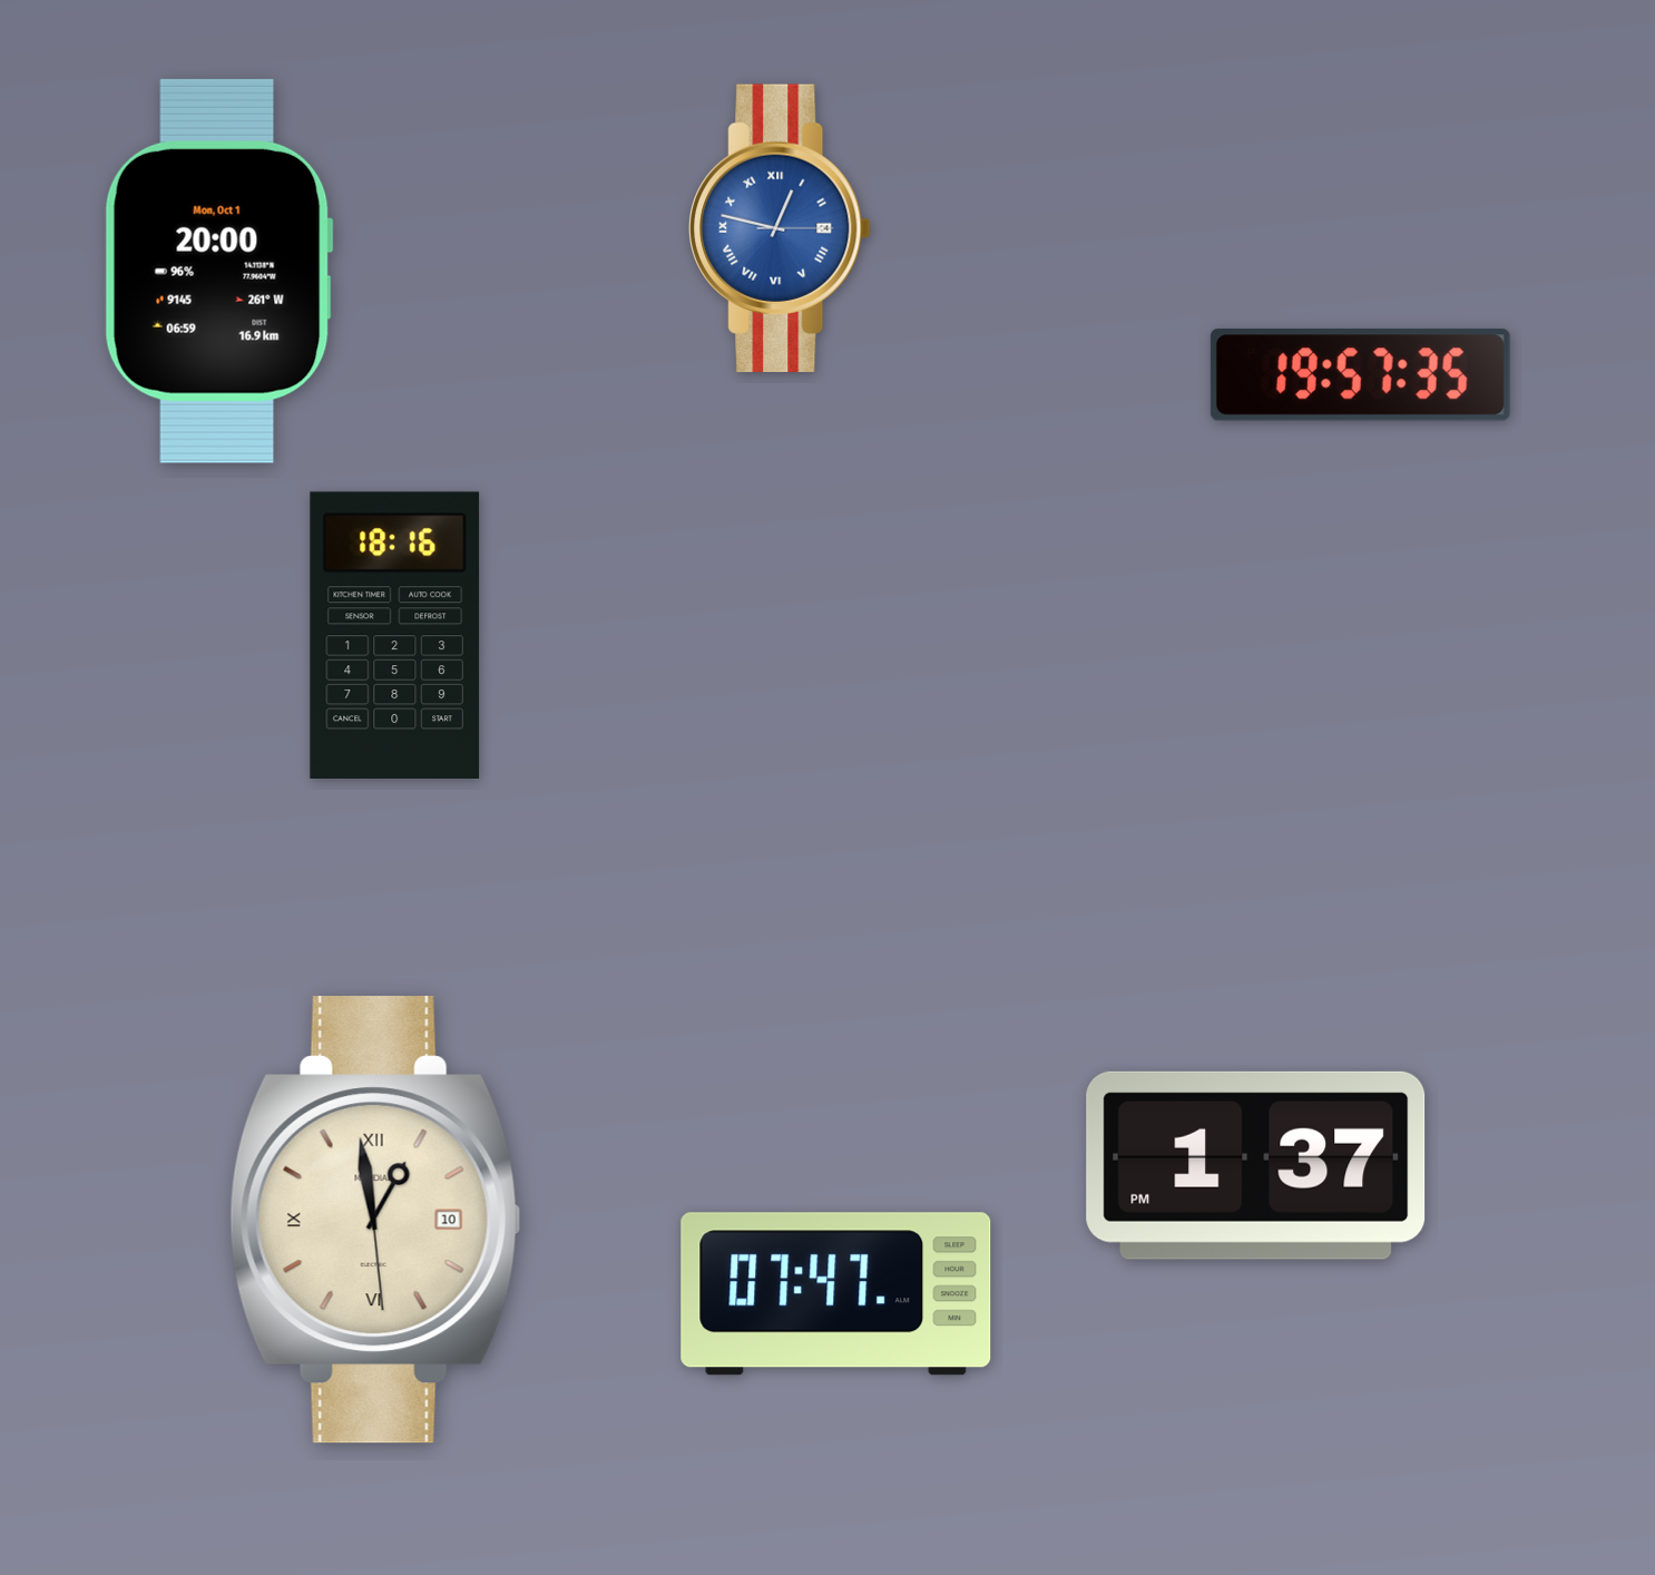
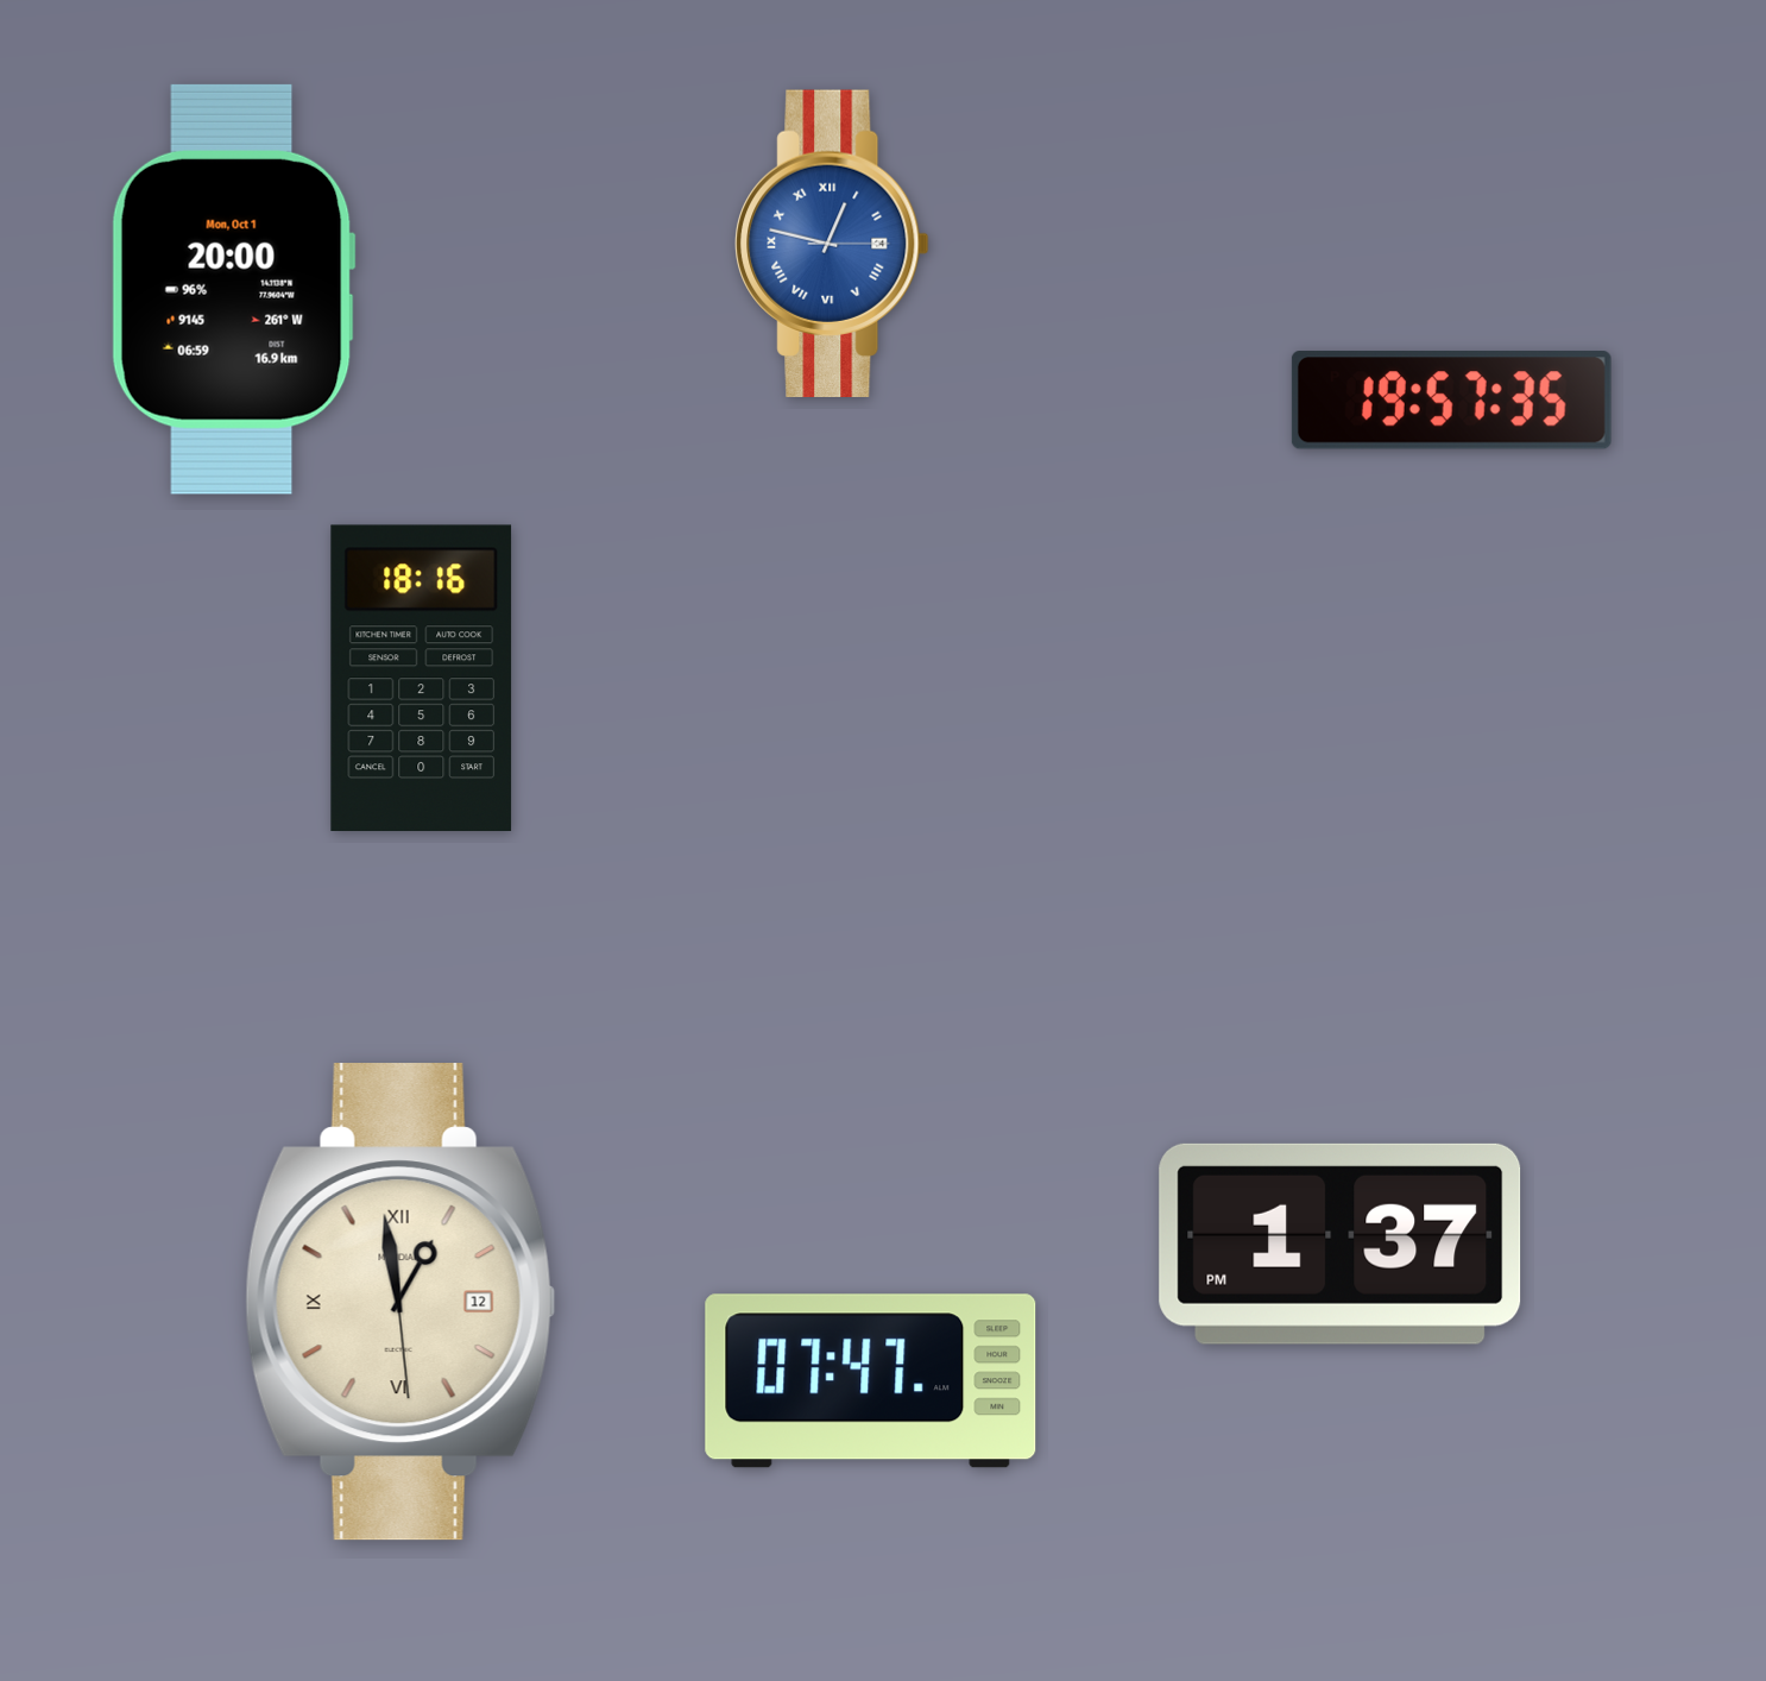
clock at (375, 1220) date: 10 -> 12
clock at (836, 1294) position: (836, 1294) -> (871, 1381)
